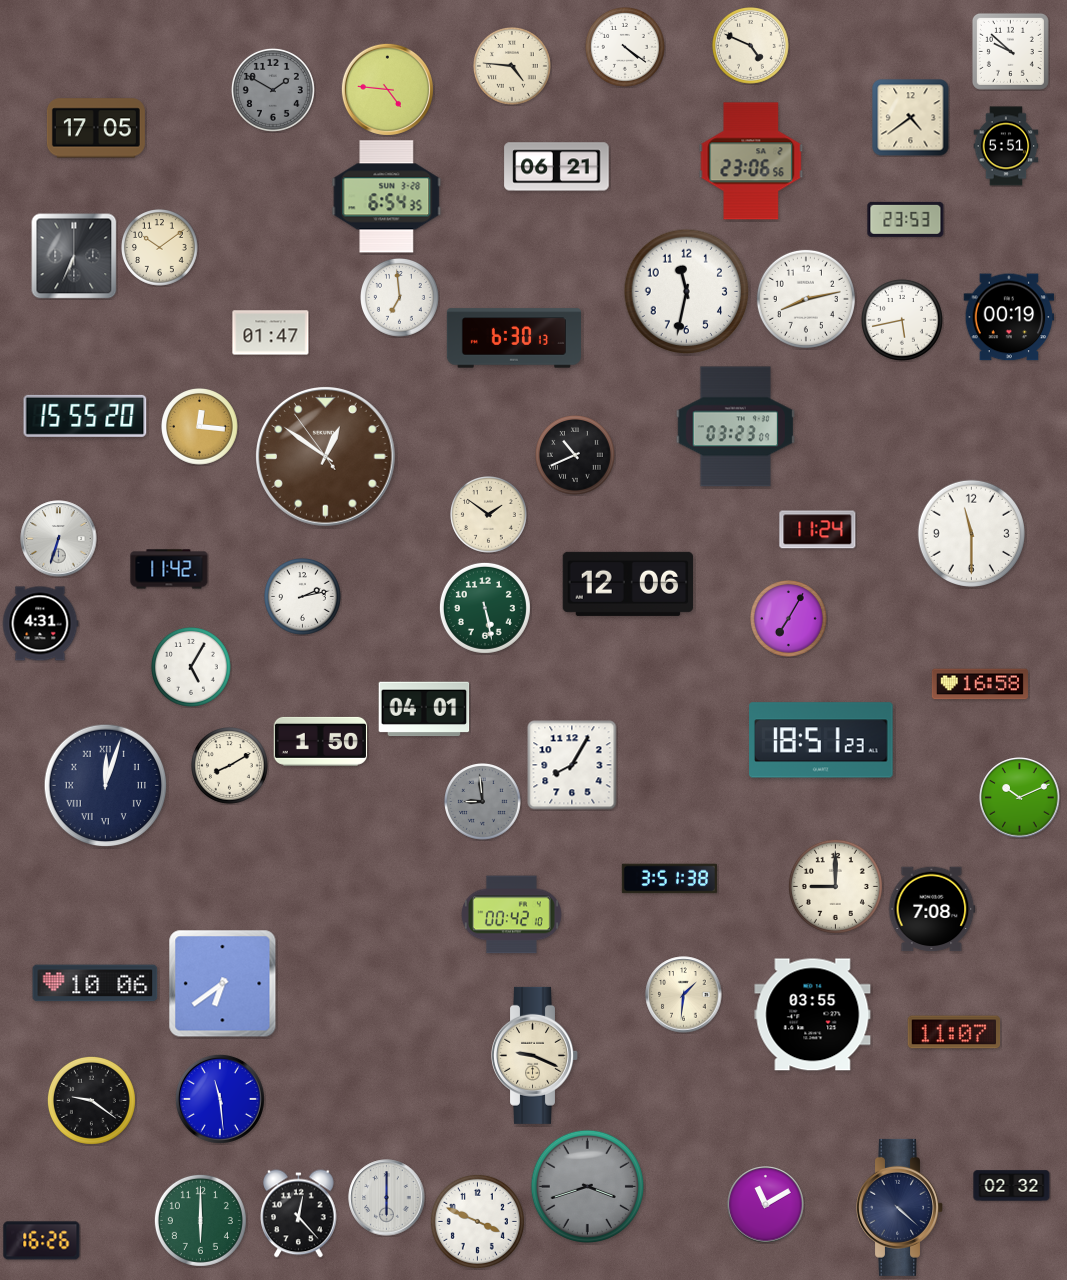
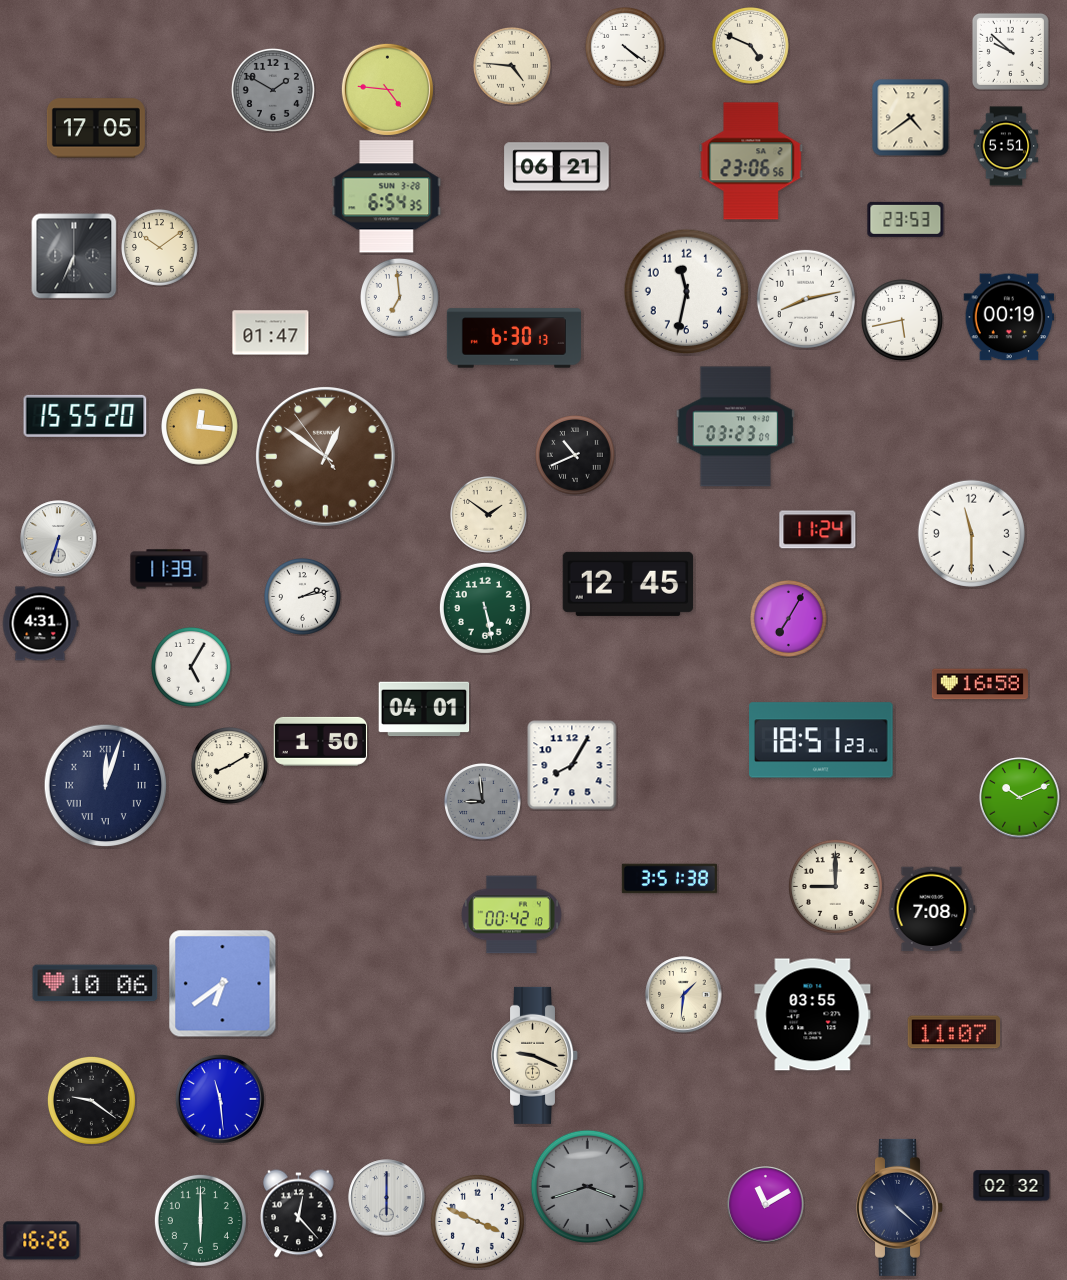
clock at (169, 569): 11:42 -> 11:39
clock at (628, 584): 12:06 -> 12:45
